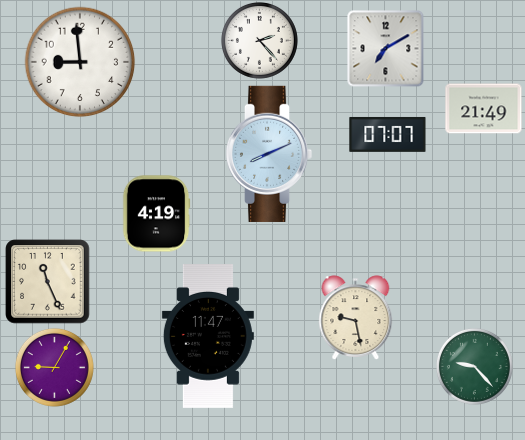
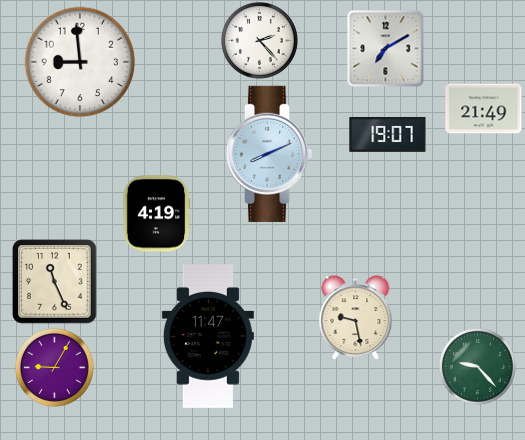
clock at (388, 135): 07:07 -> 19:07
clock at (48, 282) position: (48, 282) -> (55, 282)
clock at (474, 366) position: (474, 366) -> (477, 366)
